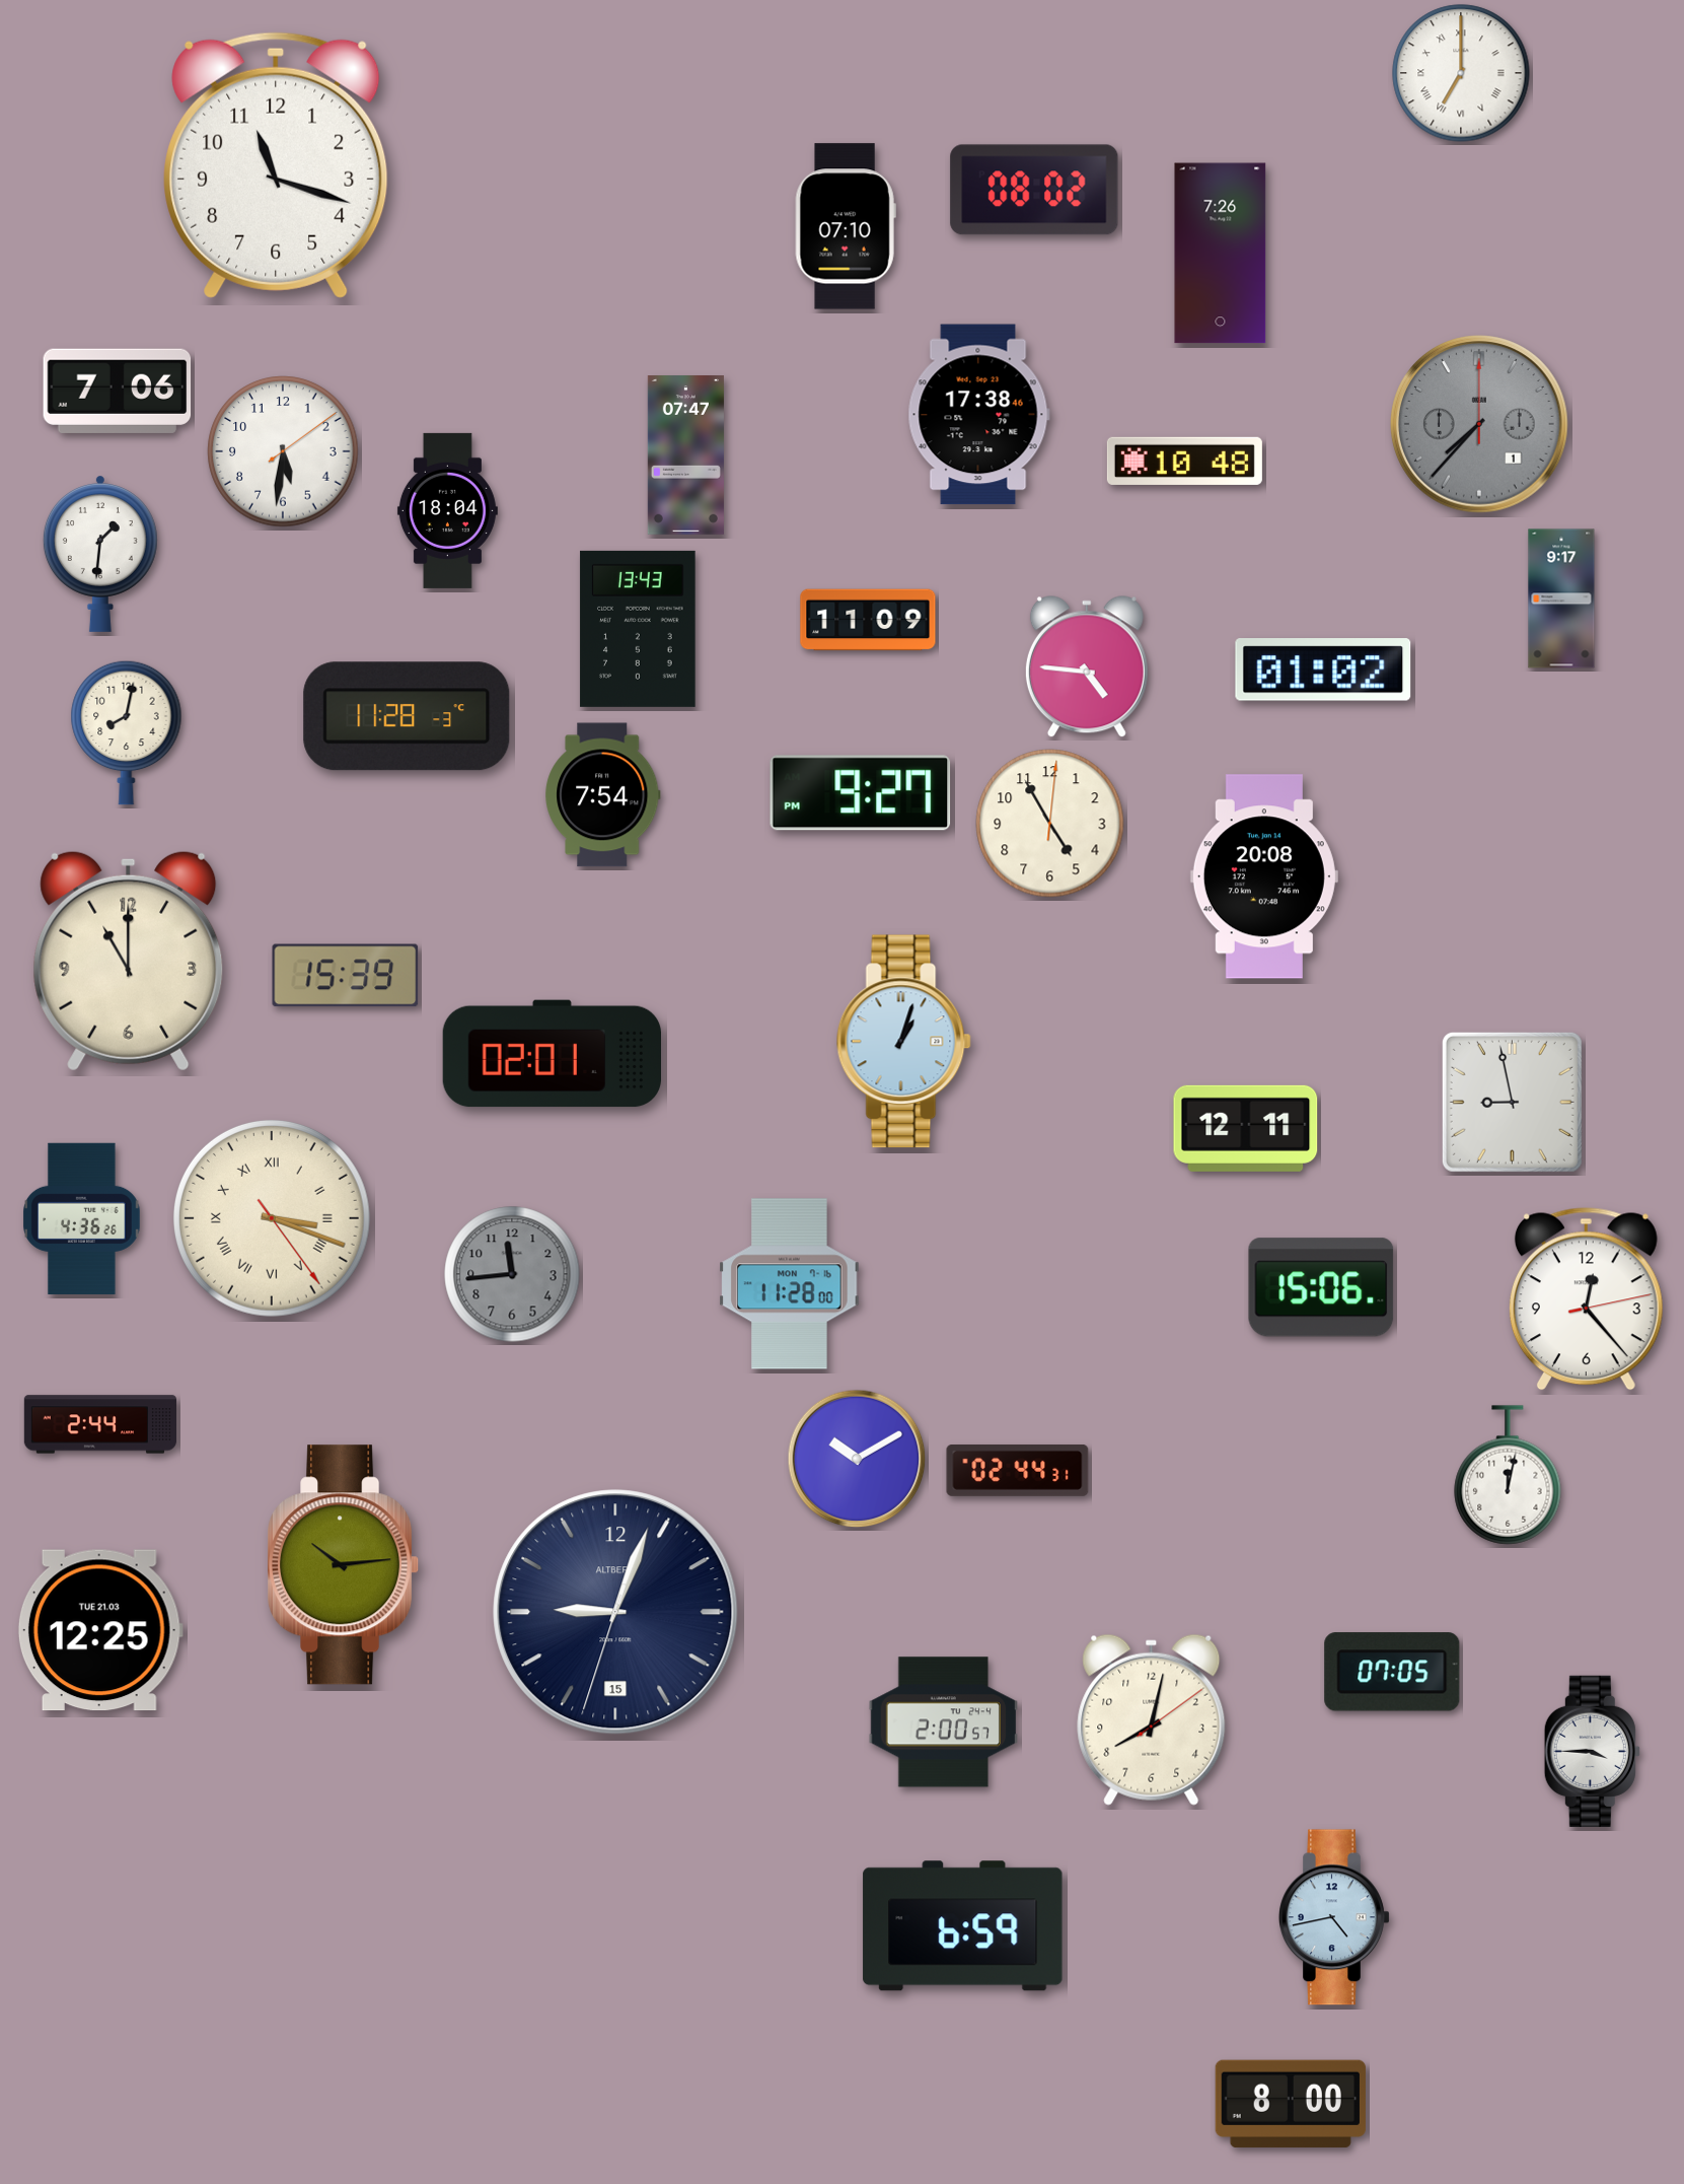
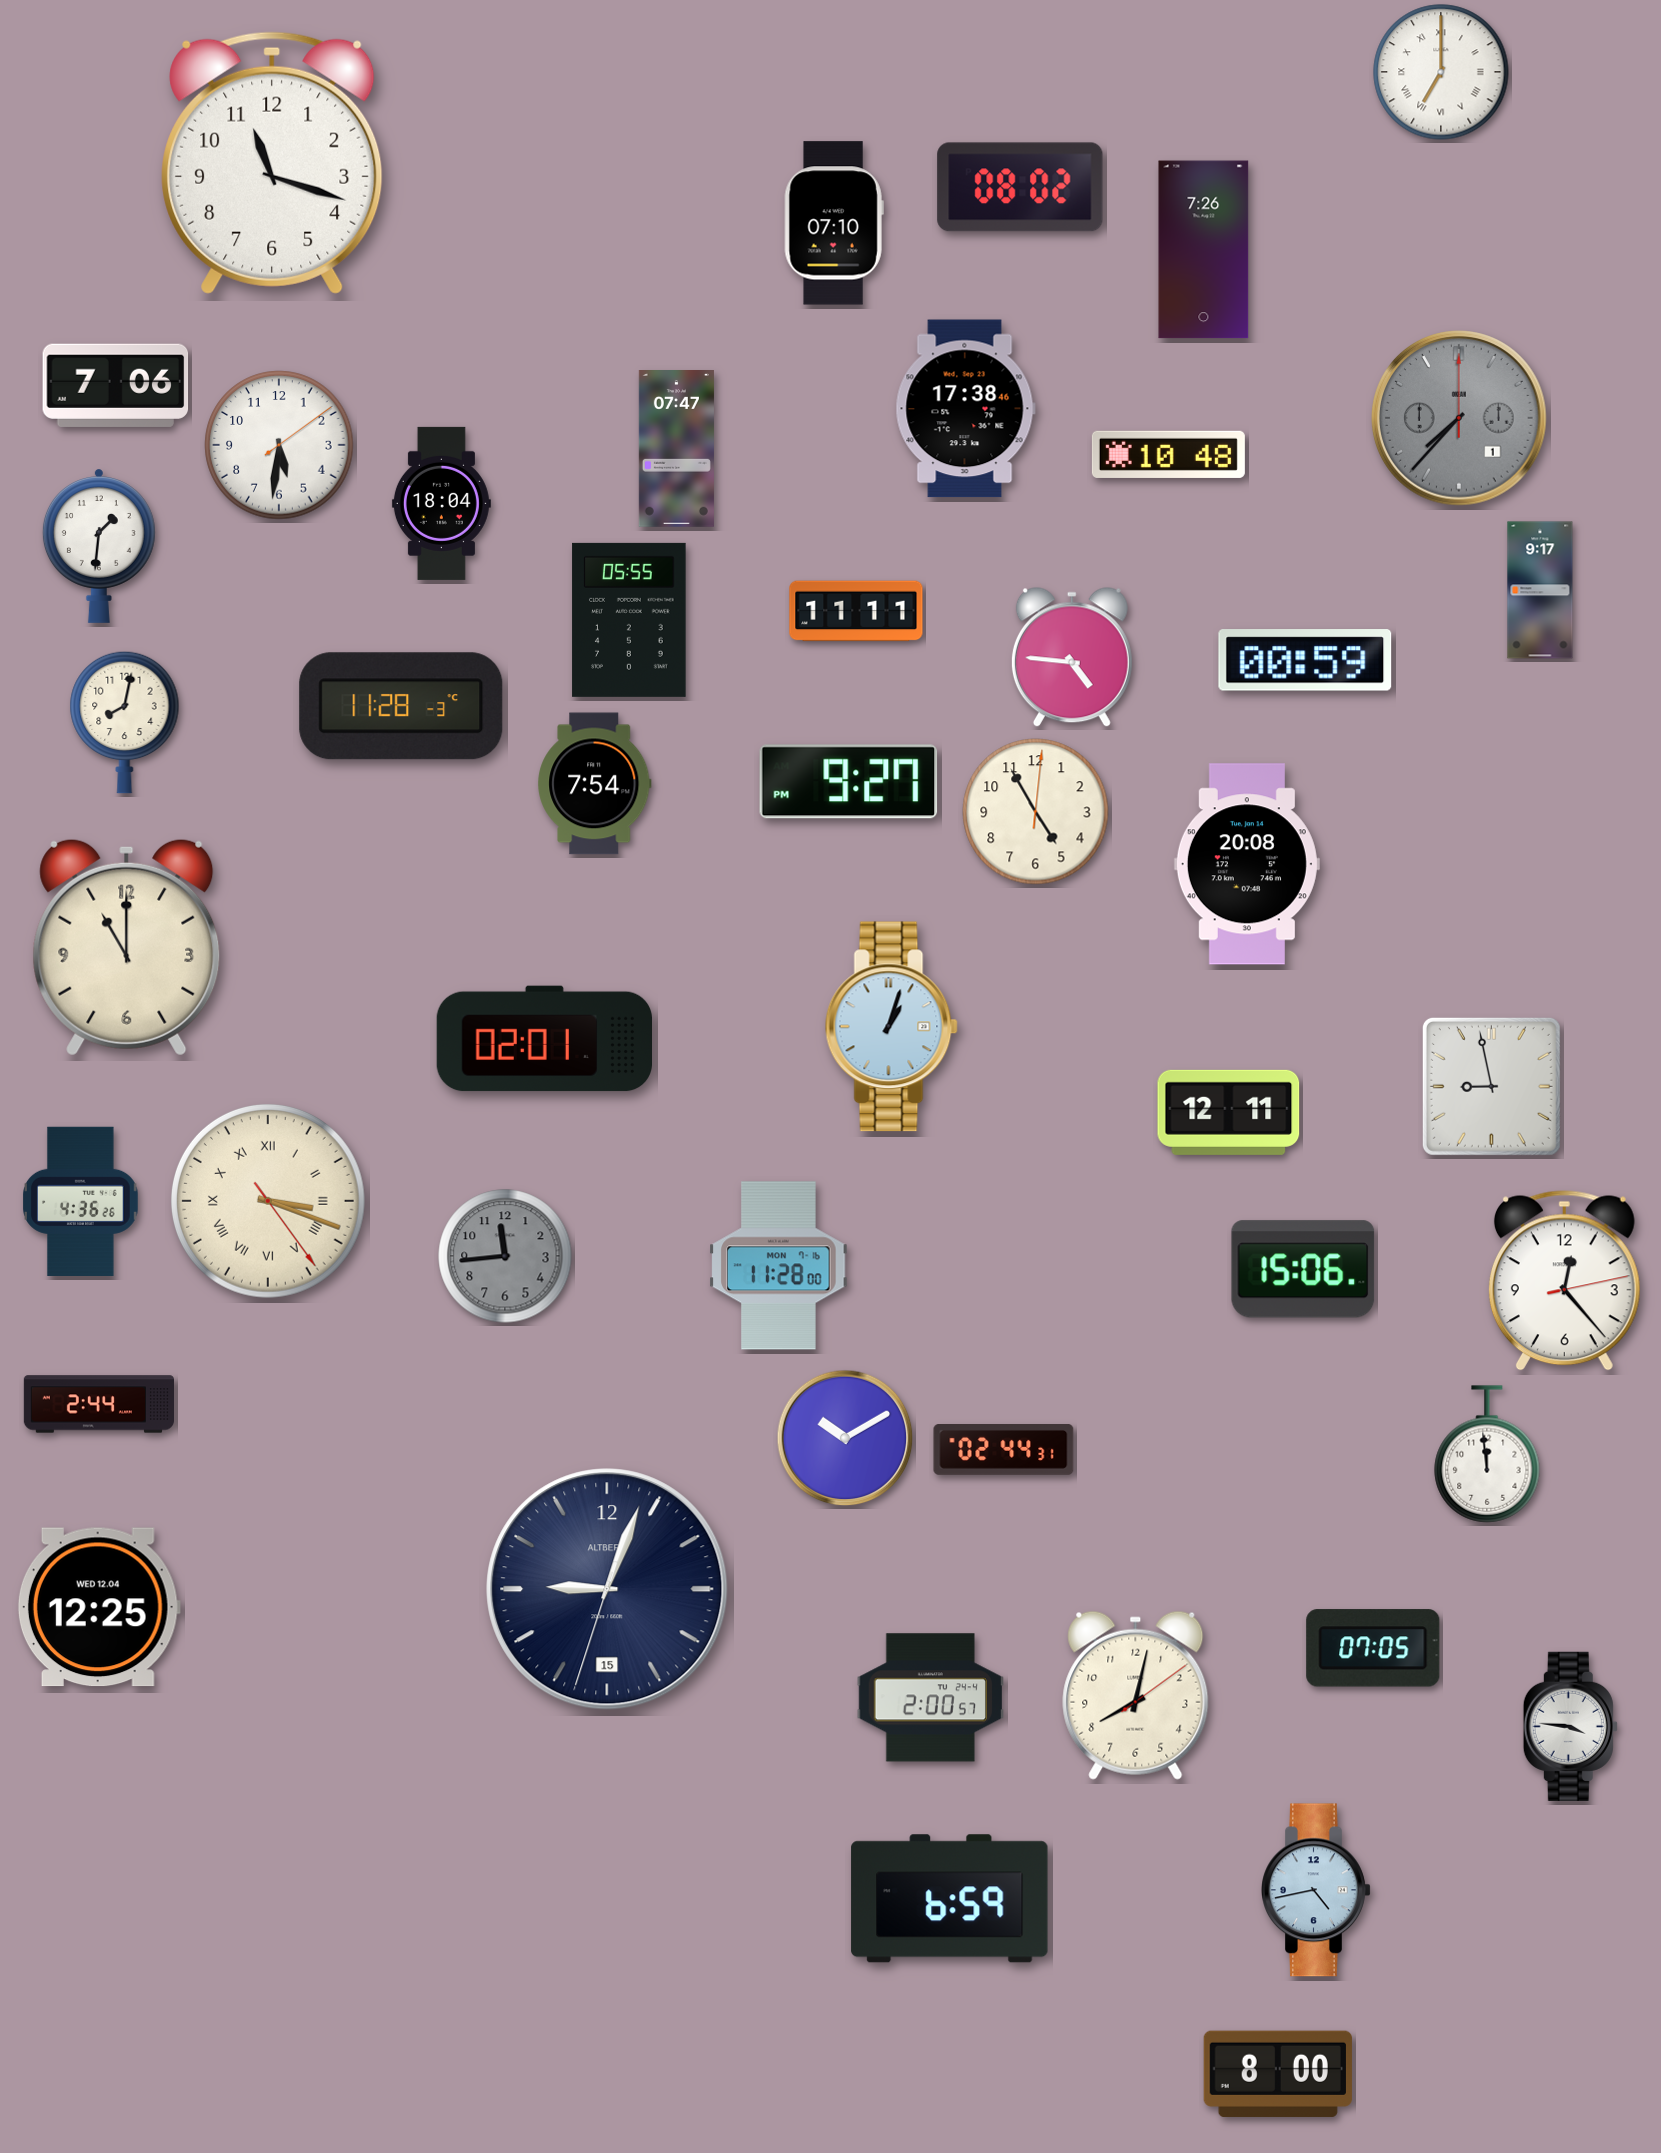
clock at (868, 620): 11:09 -> 11:11
clock at (638, 629): 13:43 -> 05:55
clock at (1323, 670): 01:02 -> 00:59
clock at (346, 976): 15:39 -> none
clock at (1508, 1475): 12:02 -> 11:59
clock at (345, 1565): 10:14 -> none
clock at (100, 1630) date: TUE 21.03 -> WED 12.04
clock at (1592, 1751): 3:45 -> 3:46
clock at (1291, 2104) position: (1291, 2104) -> (1278, 2074)
